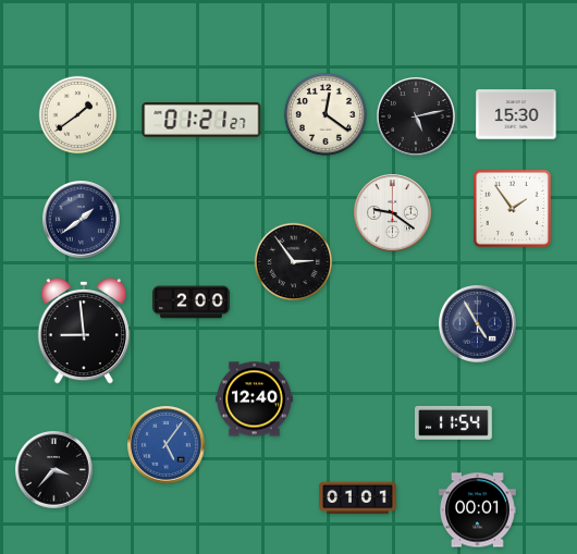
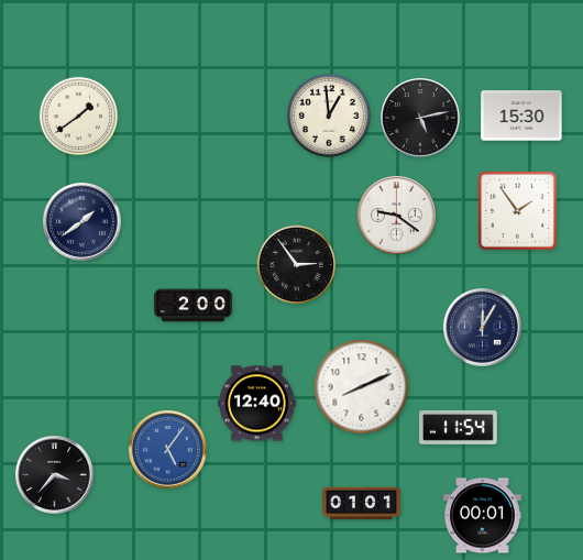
clock at (326, 114): 12:21 -> 12:59
clock at (201, 121): 01:21 -> none
clock at (478, 324): 4:55 -> 12:05
clock at (83, 331): 8:59 -> none
clock at (362, 387): none -> 8:11
